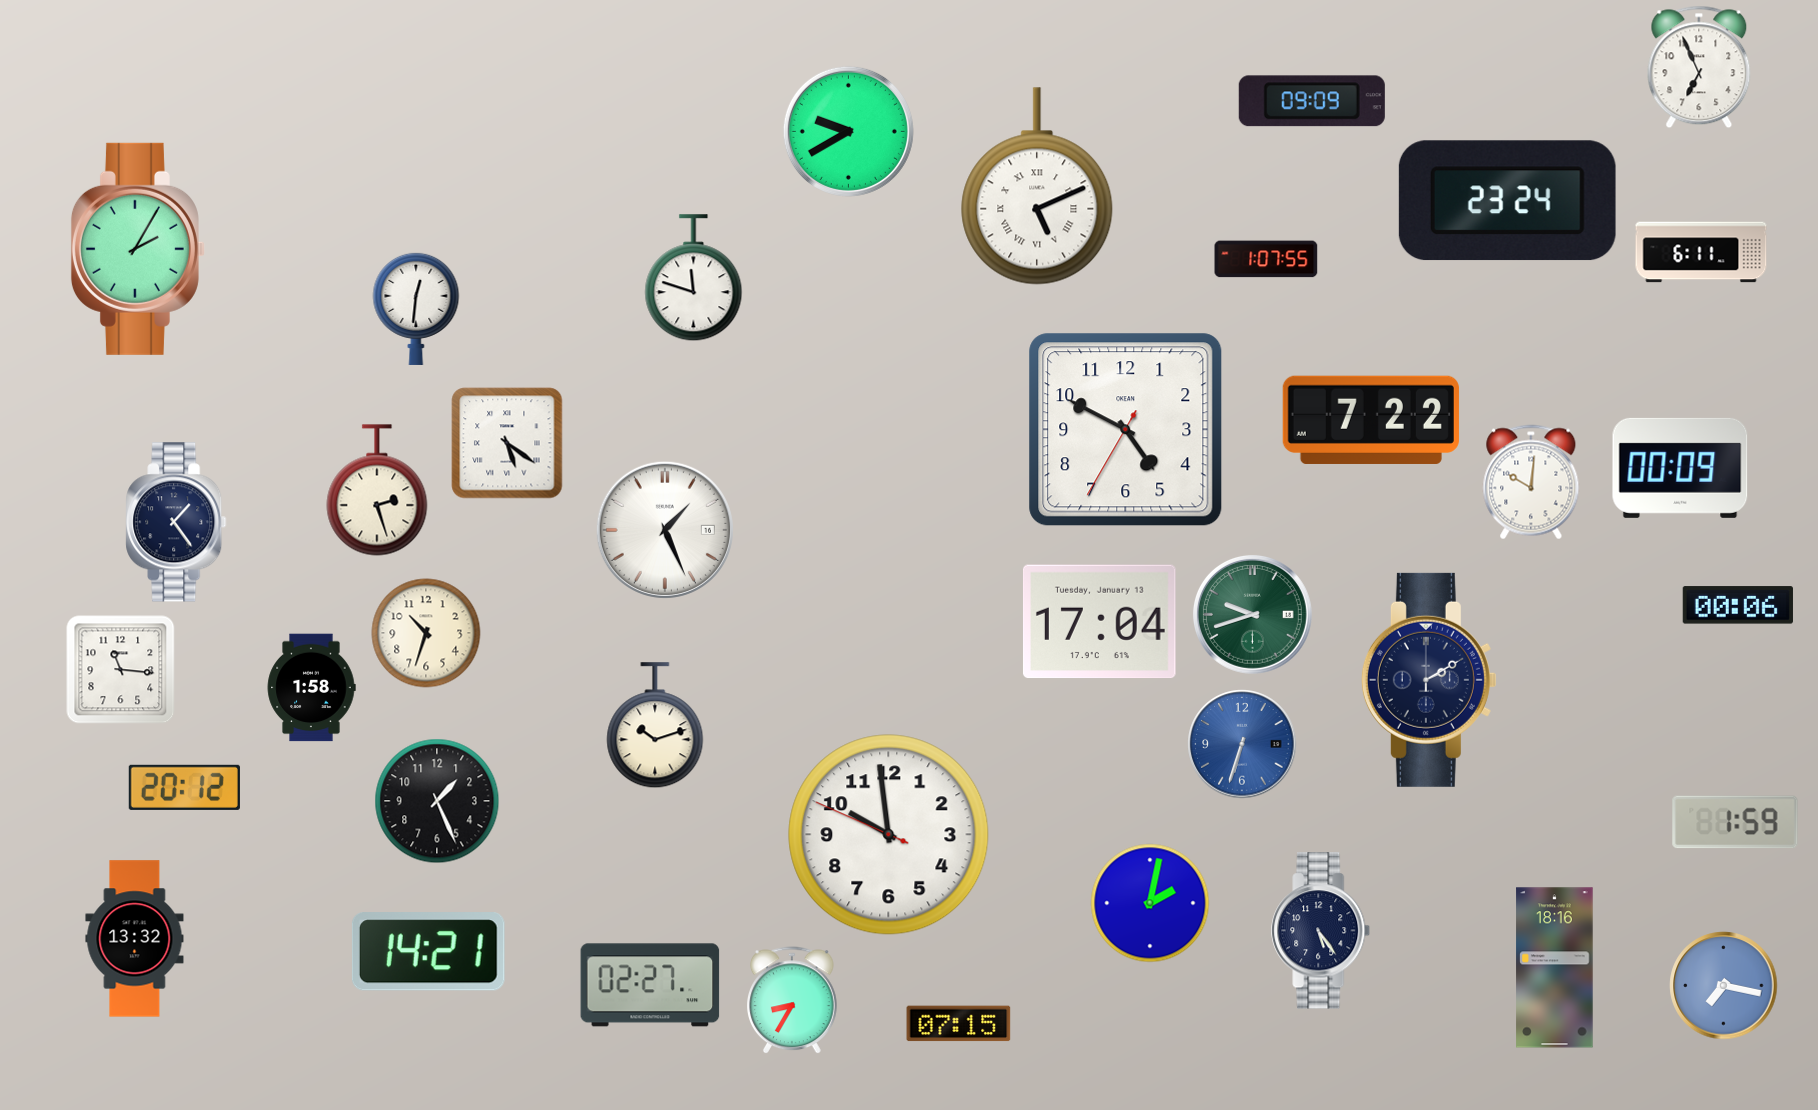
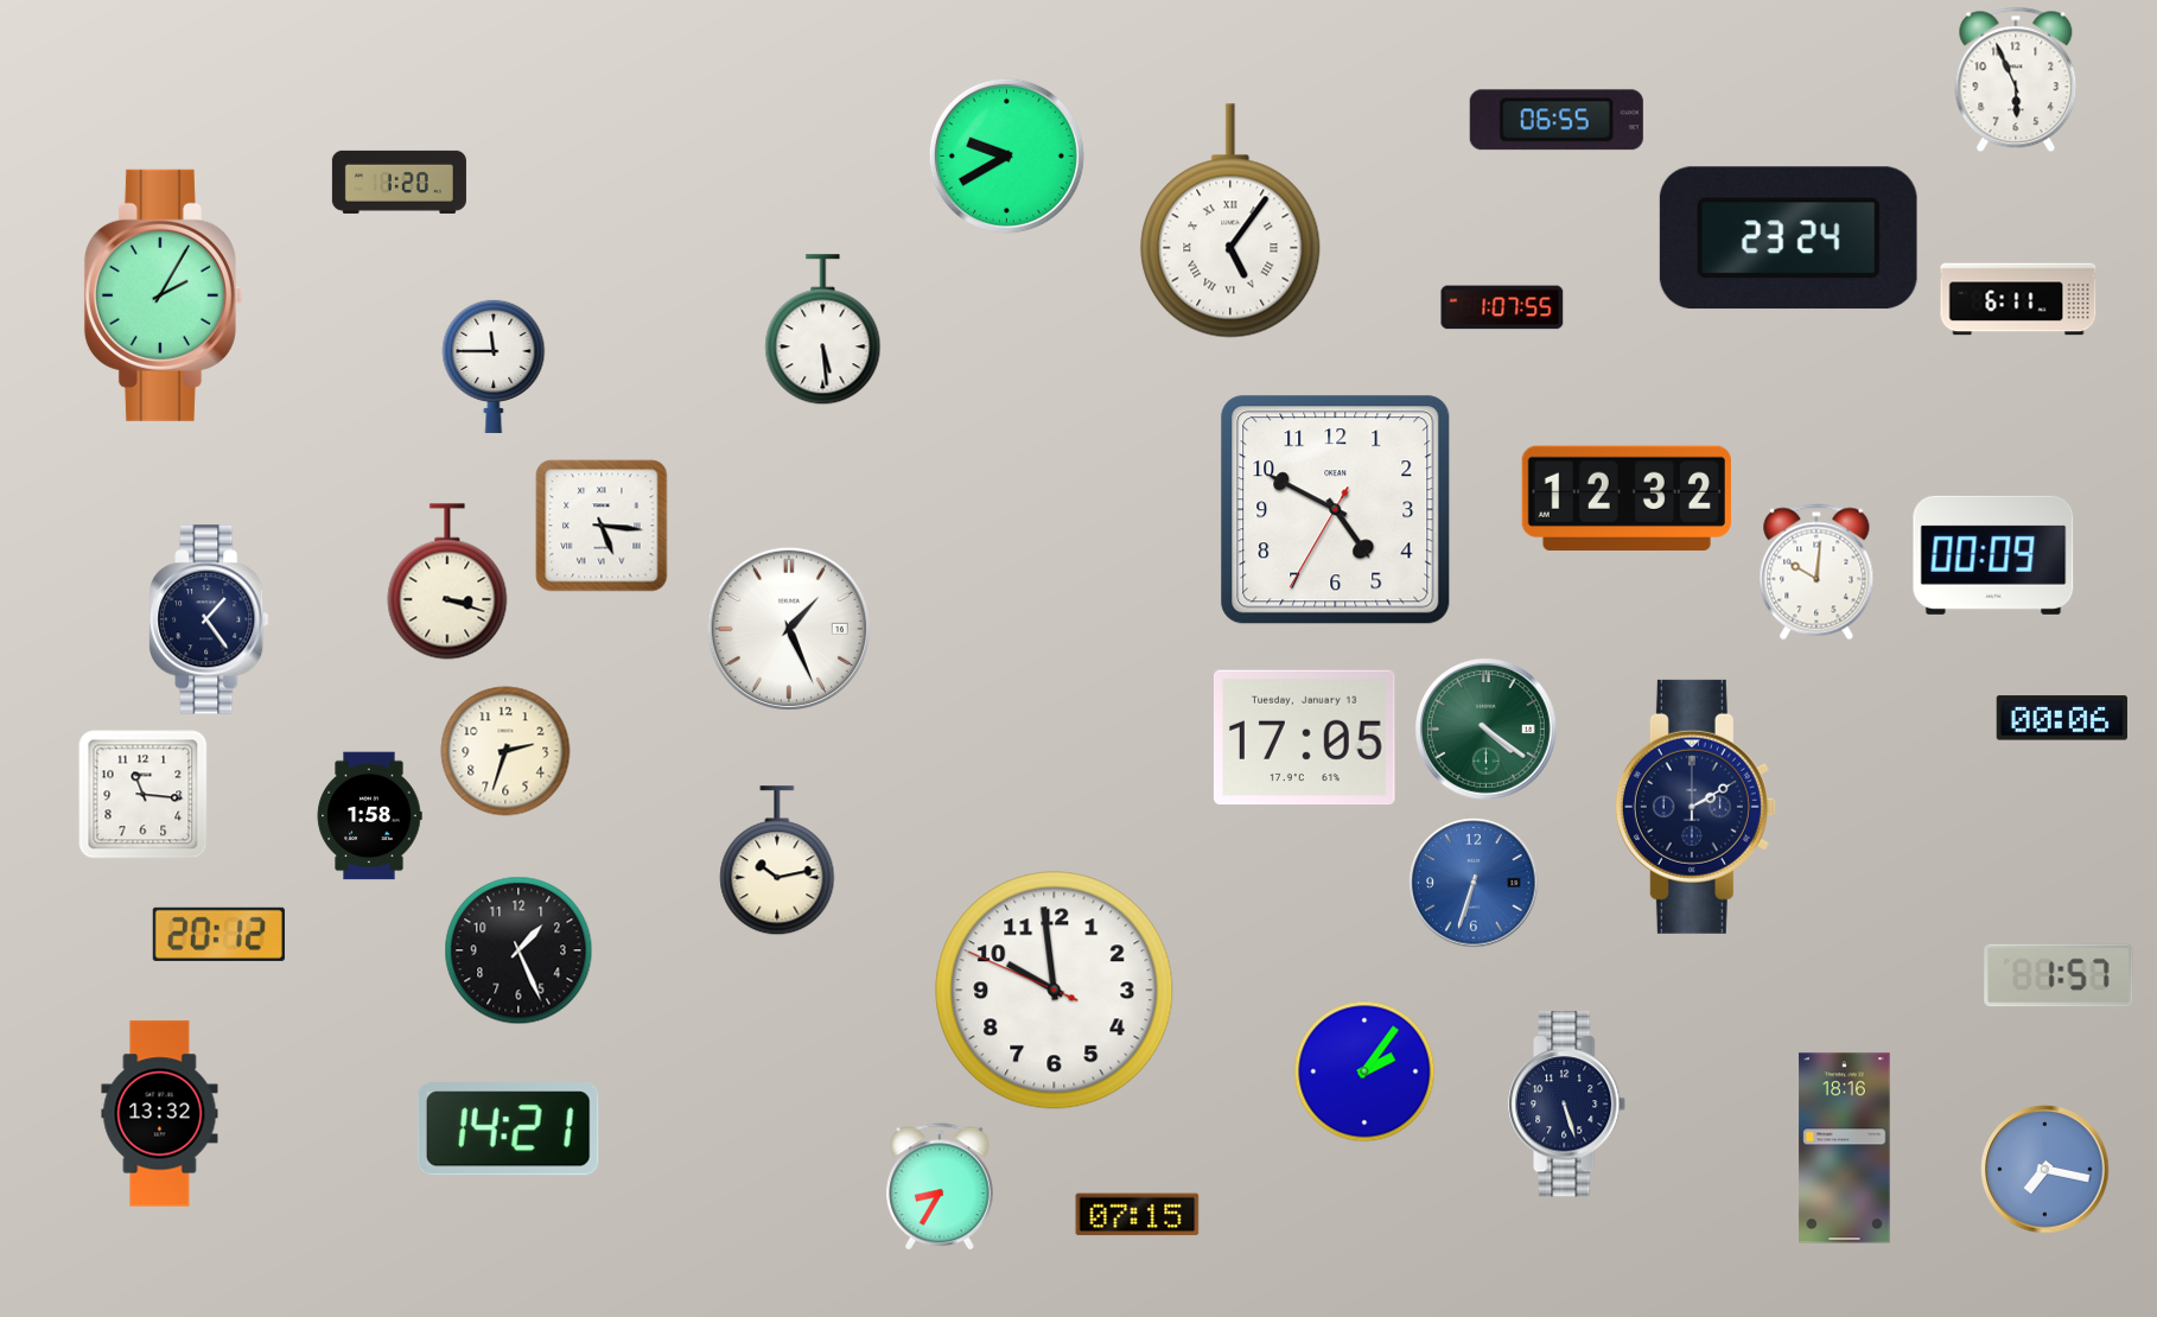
clock at (1699, 67): 6:56 -> 5:56
clock at (1312, 101): 09:09 -> 06:55
clock at (399, 182): none -> 1:20
clock at (1037, 186): 5:11 -> 5:06
clock at (694, 278): 11:48 -> 5:29
clock at (416, 308): 12:31 -> 11:45
clock at (1371, 420): 7:22 -> 12:32
clock at (507, 443): 5:21 -> 5:16
clock at (377, 490): 2:27 -> 3:18
clock at (1252, 614): 9:42 -> 4:21
clock at (1099, 622): 17:04 -> 17:05
clock at (426, 633): 10:33 -> 2:33
clock at (655, 726): 10:12 -> 10:13
clock at (1735, 822): 1:59 -> 1:57
clock at (1150, 903): 2:02 -> 2:06
clock at (1321, 931): 5:24 -> 5:27
clock at (650, 985): 02:27 -> none
